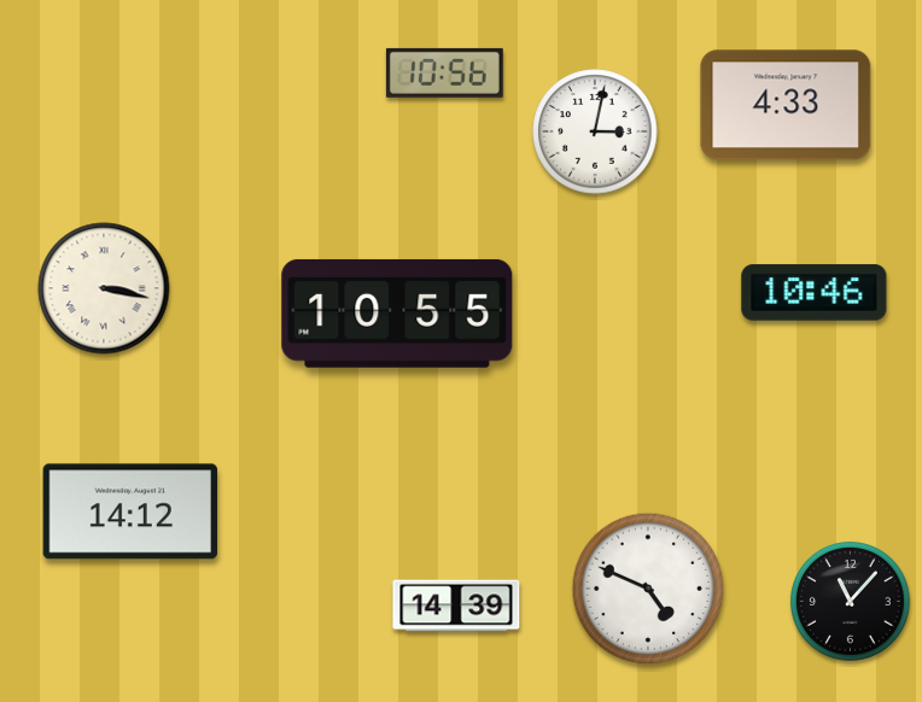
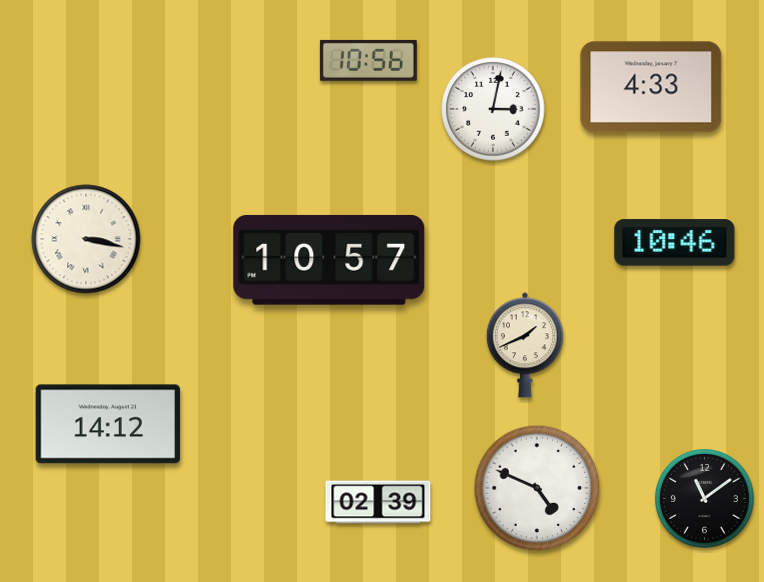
clock at (397, 314): 10:55 -> 10:57
clock at (525, 345): none -> 1:41
clock at (851, 602): 11:07 -> 11:09
clock at (456, 606): 14:39 -> 02:39
